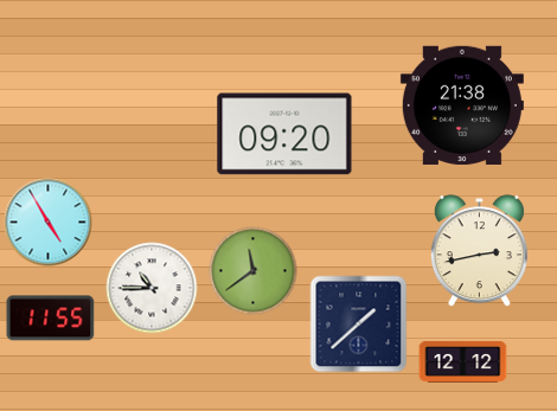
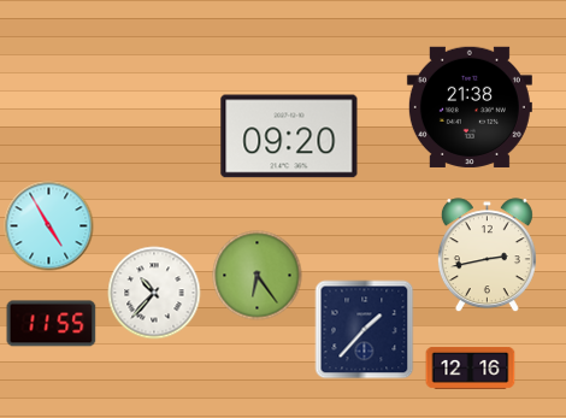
clock at (254, 271): 11:39 -> 6:24
clock at (152, 288): 10:45 -> 10:37
clock at (359, 325): 1:38 -> 1:37
clock at (463, 361): 12:12 -> 12:16
